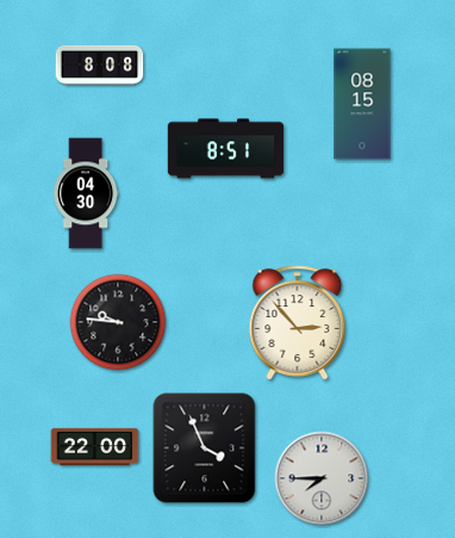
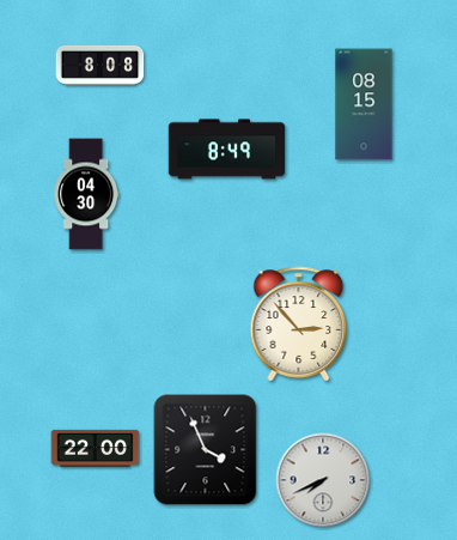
clock at (226, 149): 8:51 -> 8:49
clock at (118, 322): 9:46 -> none
clock at (322, 478): 7:45 -> 7:41
